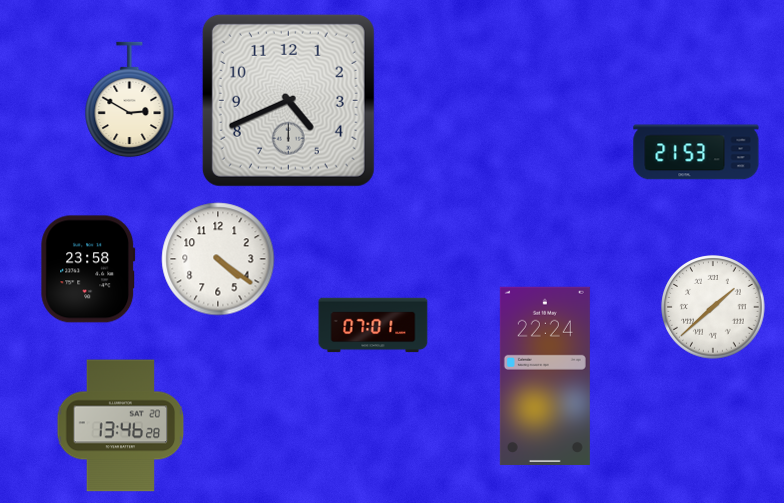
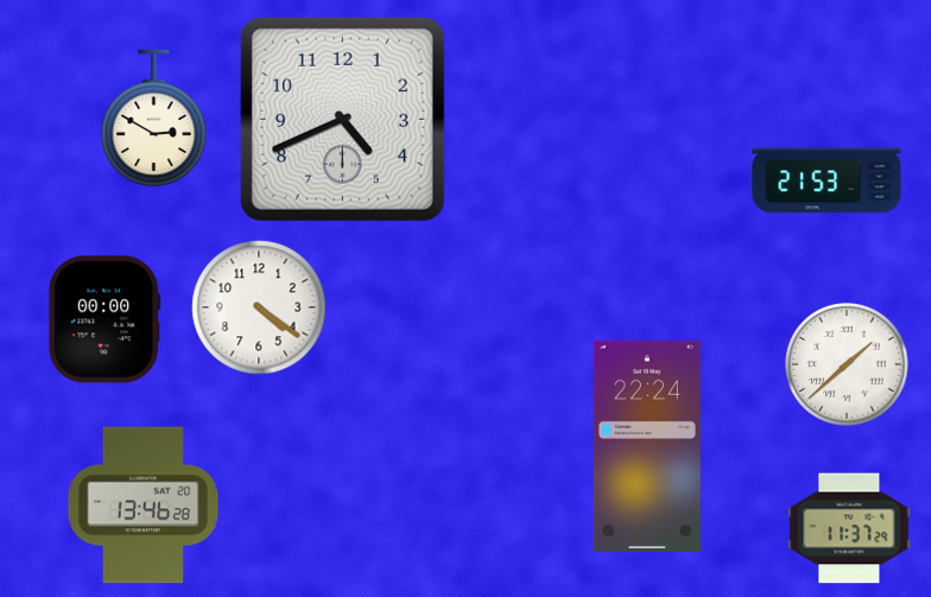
clock at (88, 269): 23:58 -> 00:00
clock at (373, 325): 07:01 -> none
clock at (849, 528): none -> 11:37
